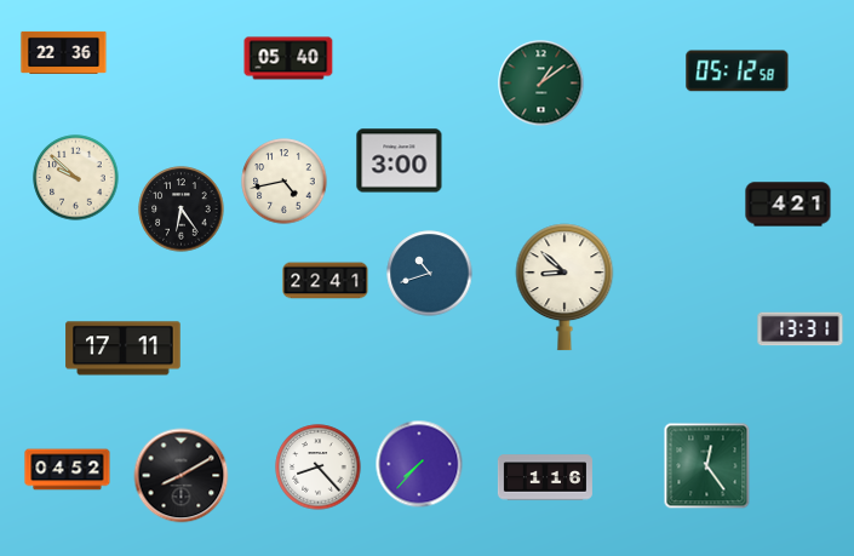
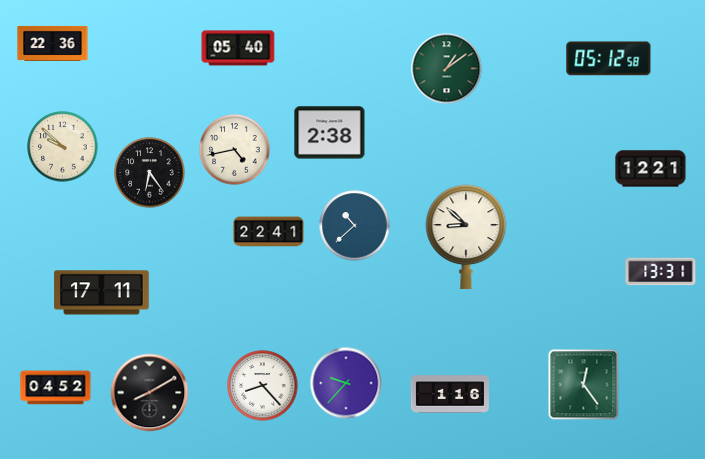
clock at (400, 161): 3:00 -> 2:38
clock at (789, 205): 4:21 -> 12:21
clock at (430, 274): 10:42 -> 10:38
clock at (124, 349) position: (124, 349) -> (102, 293)
clock at (419, 464): 7:37 -> 9:37
